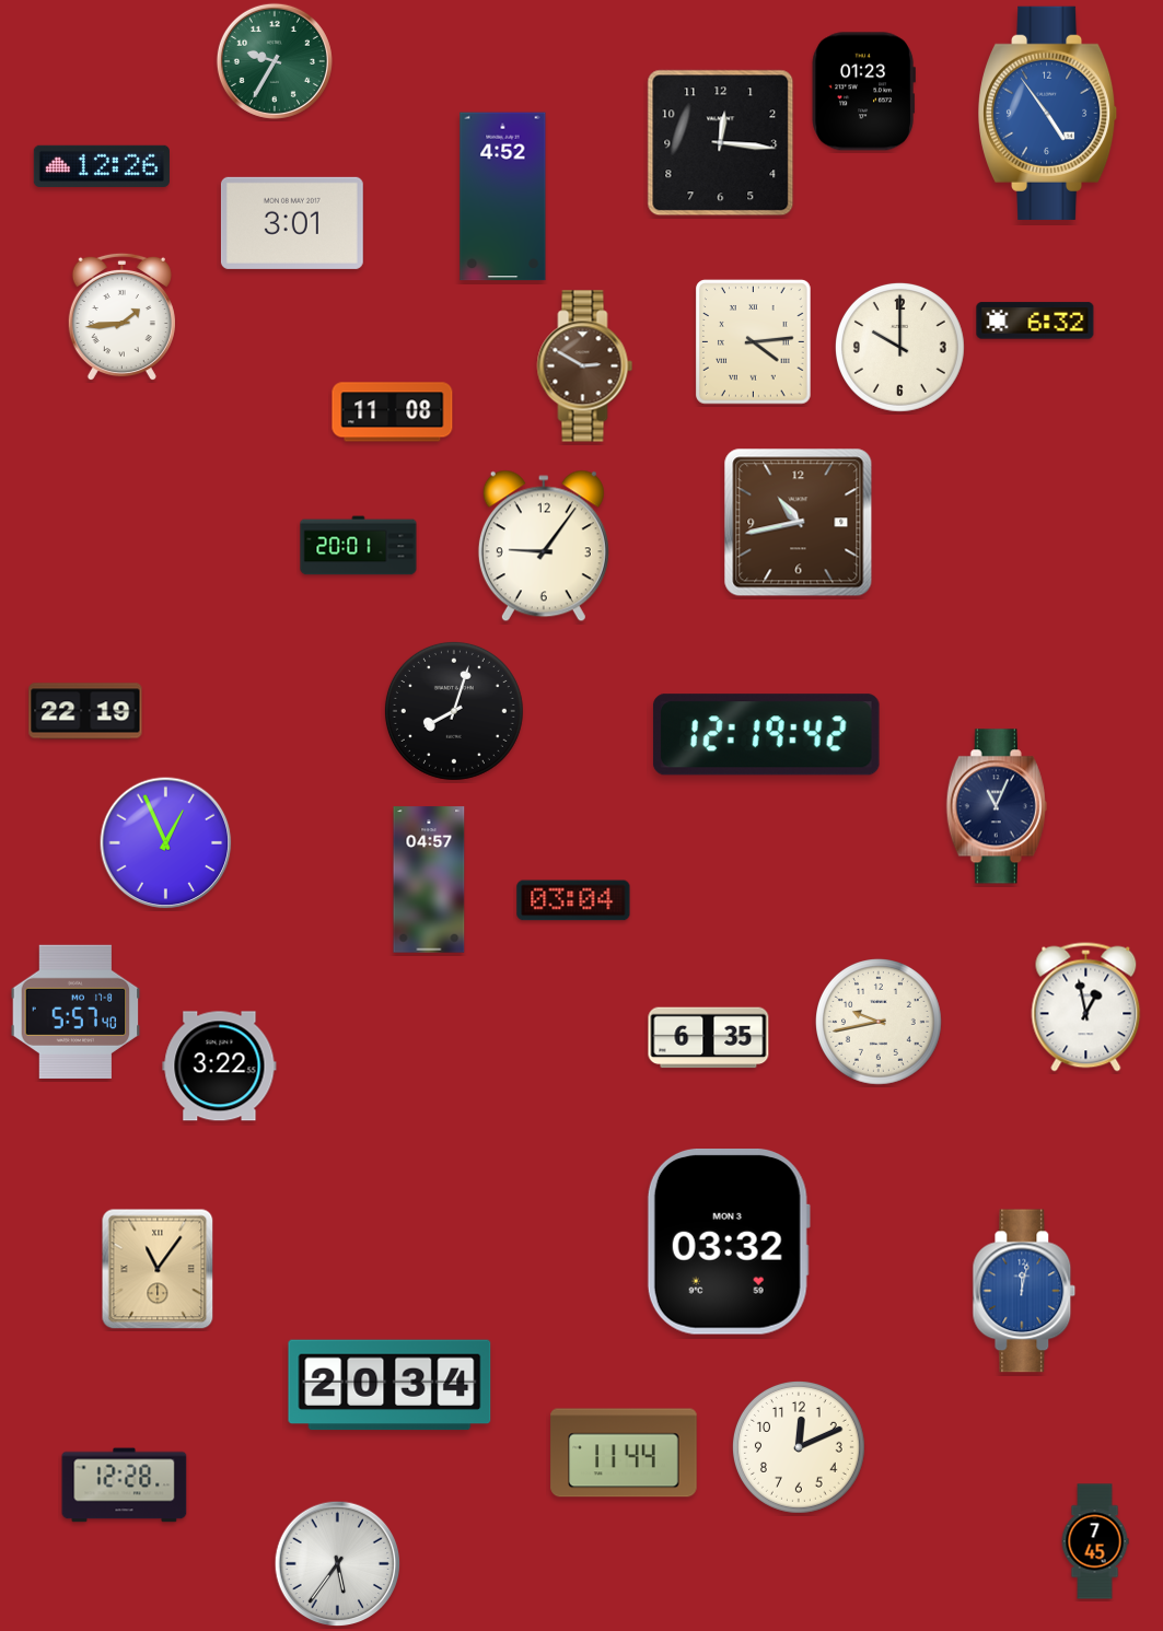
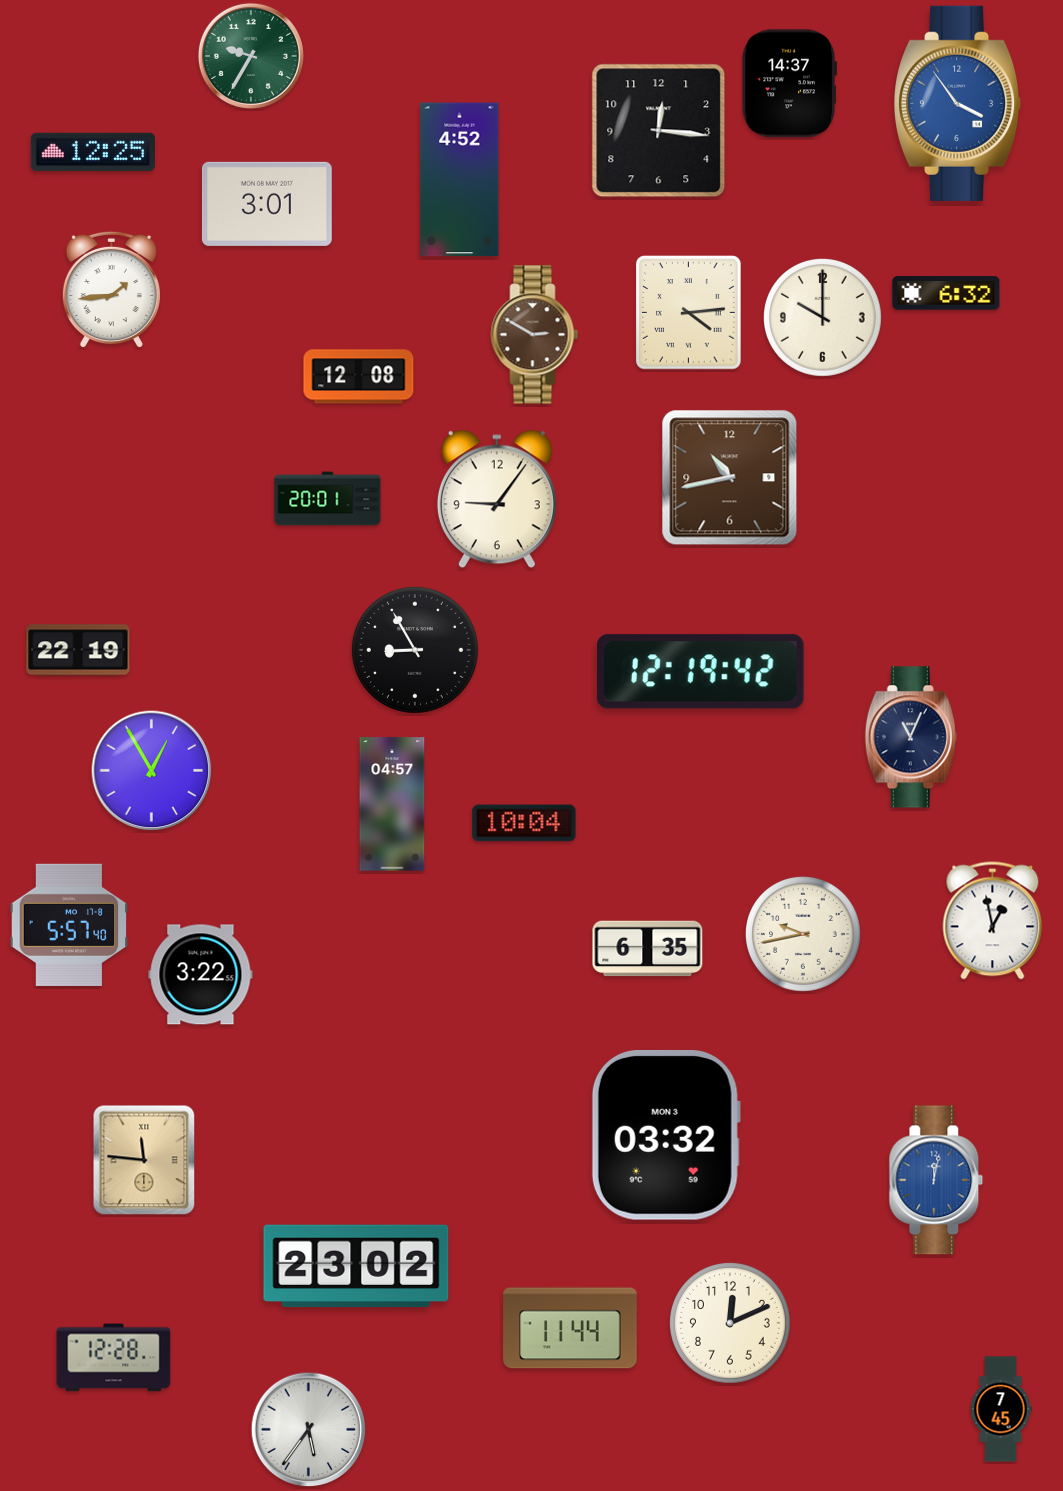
clock at (863, 92): 01:23 -> 14:37
clock at (1049, 113): 4:54 -> 3:54
clock at (102, 166): 12:26 -> 12:25
clock at (393, 412): 11:08 -> 12:08
clock at (454, 711): 8:03 -> 8:55
clock at (166, 843): 12:56 -> 12:55
clock at (573, 900): 03:04 -> 10:04
clock at (158, 1269): 11:06 -> 11:46
clock at (389, 1385): 20:34 -> 23:02
